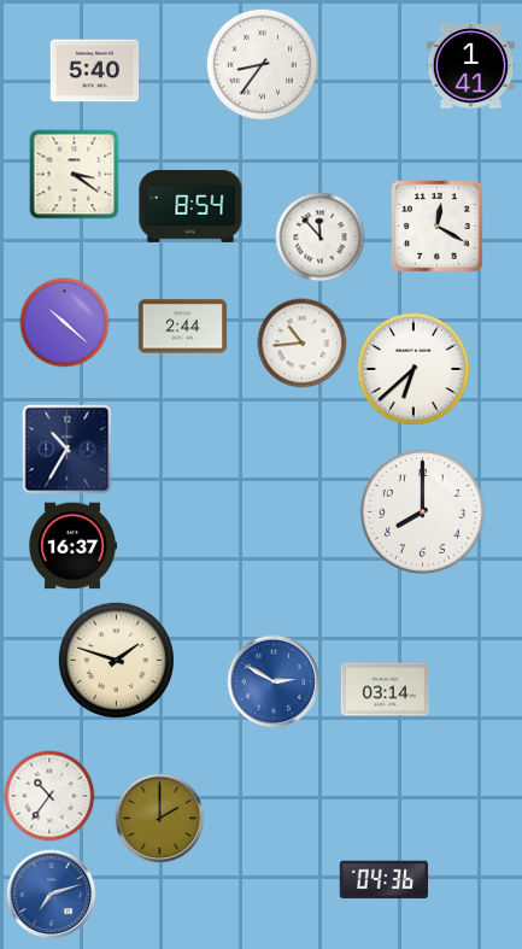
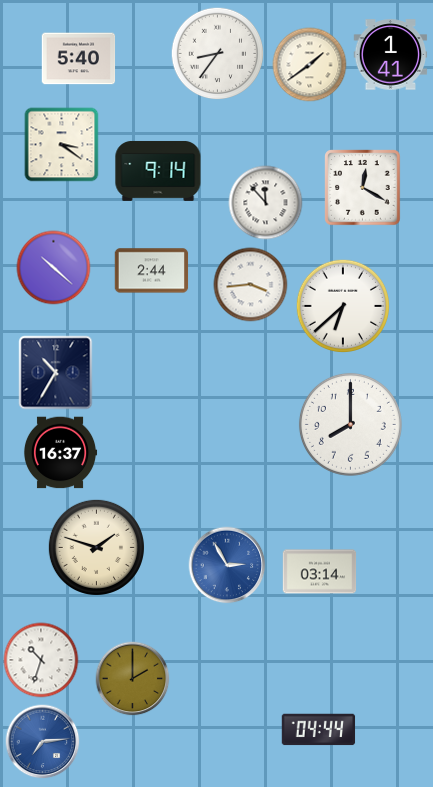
clock at (310, 65): none -> 1:39
clock at (190, 206): 8:54 -> 9:14
clock at (321, 238) position: (321, 238) -> (266, 203)
clock at (303, 344): 10:44 -> 3:44
clock at (274, 681): 2:50 -> 2:55
clock at (49, 796): 10:36 -> 10:33
clock at (385, 880): 04:36 -> 04:44
clock at (52, 895): 7:12 -> 7:14
